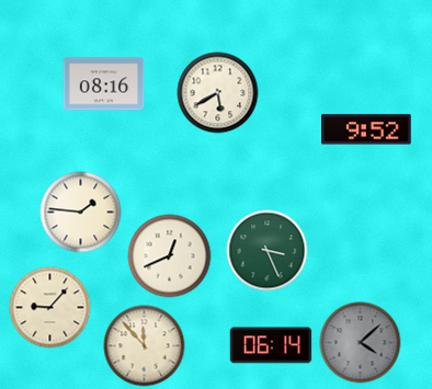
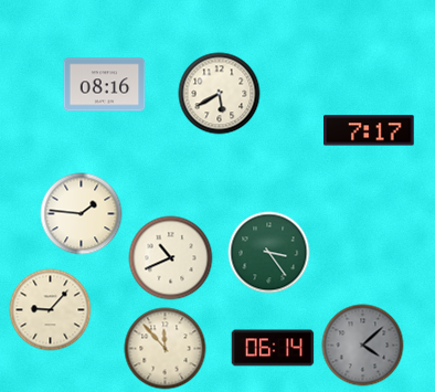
clock at (366, 129): 9:52 -> 7:17
clock at (268, 251): 3:26 -> 3:24
clock at (170, 256): 12:41 -> 10:41
clock at (145, 346) position: (145, 346) -> (166, 349)
